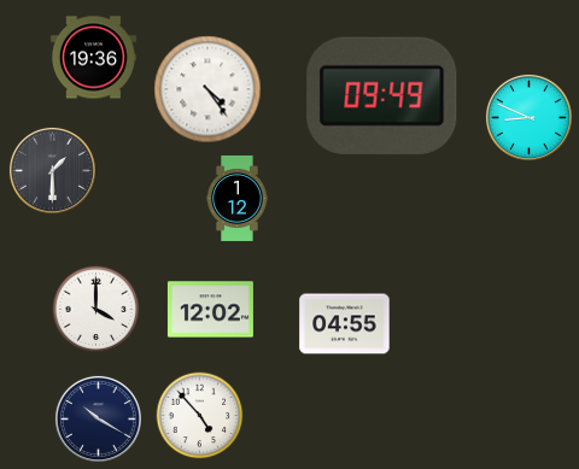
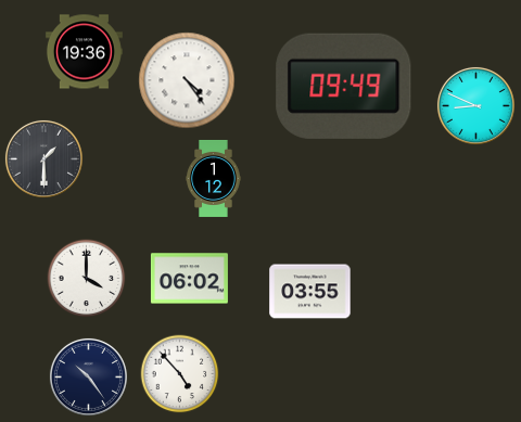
clock at (52, 170) position: (52, 170) -> (43, 158)
clock at (210, 310): 12:02 -> 06:02
clock at (345, 324): 04:55 -> 03:55
clock at (98, 418): 10:20 -> 10:24
